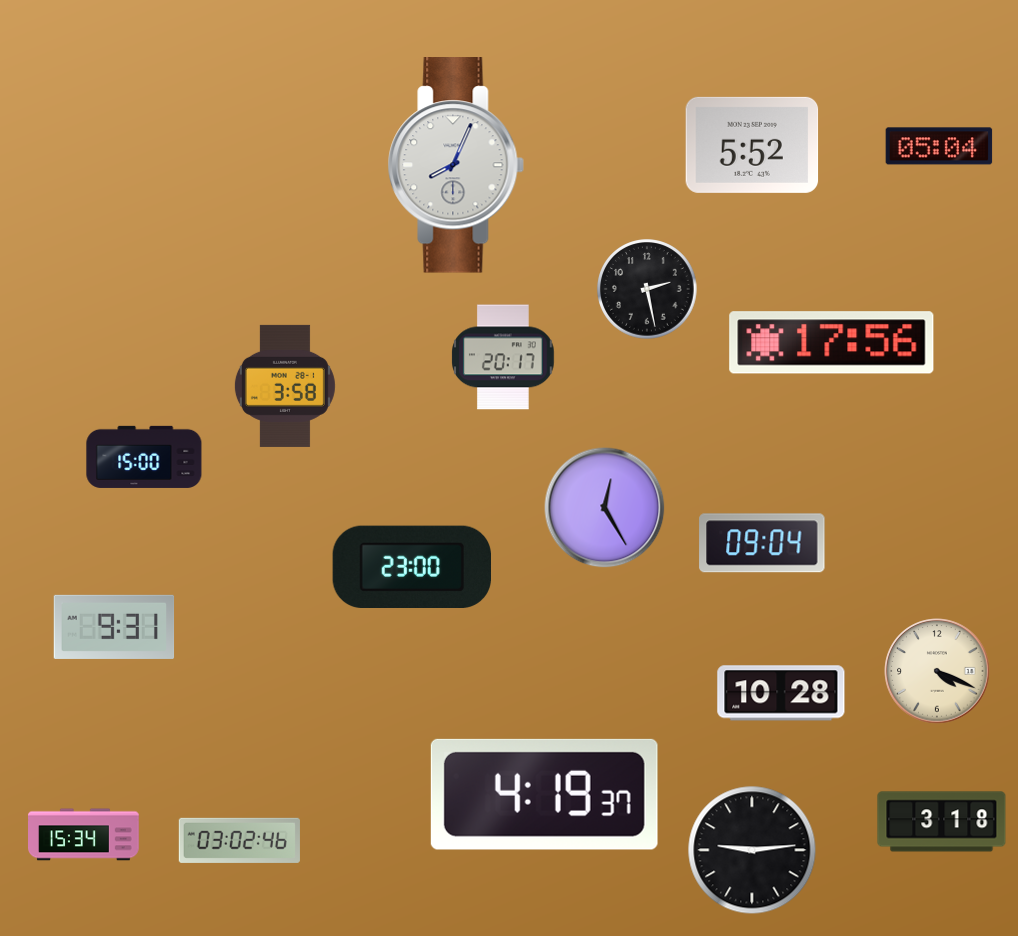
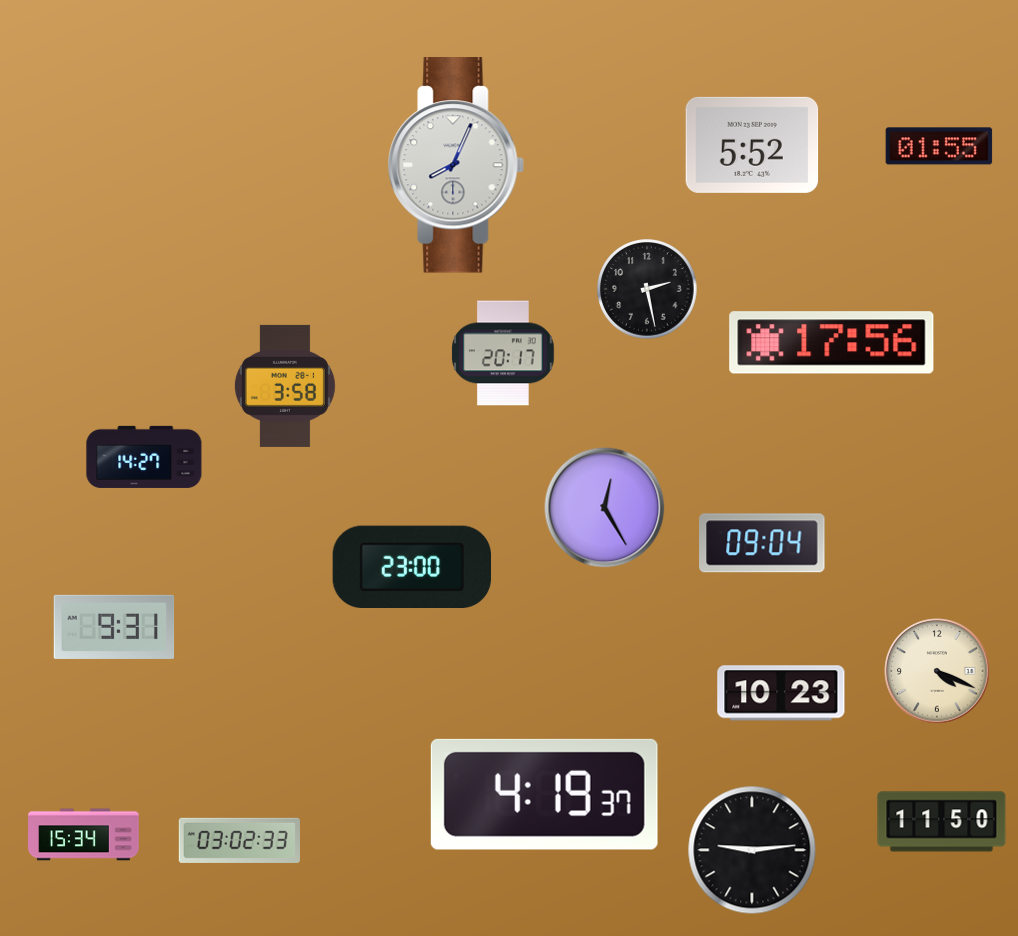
clock at (939, 146): 05:04 -> 01:55
clock at (503, 357) position: (503, 357) -> (503, 353)
clock at (144, 457): 15:00 -> 14:27
clock at (781, 693): 10:28 -> 10:23
clock at (942, 822): 3:18 -> 11:50
clock at (239, 840): 03:02:46 -> 03:02:33
